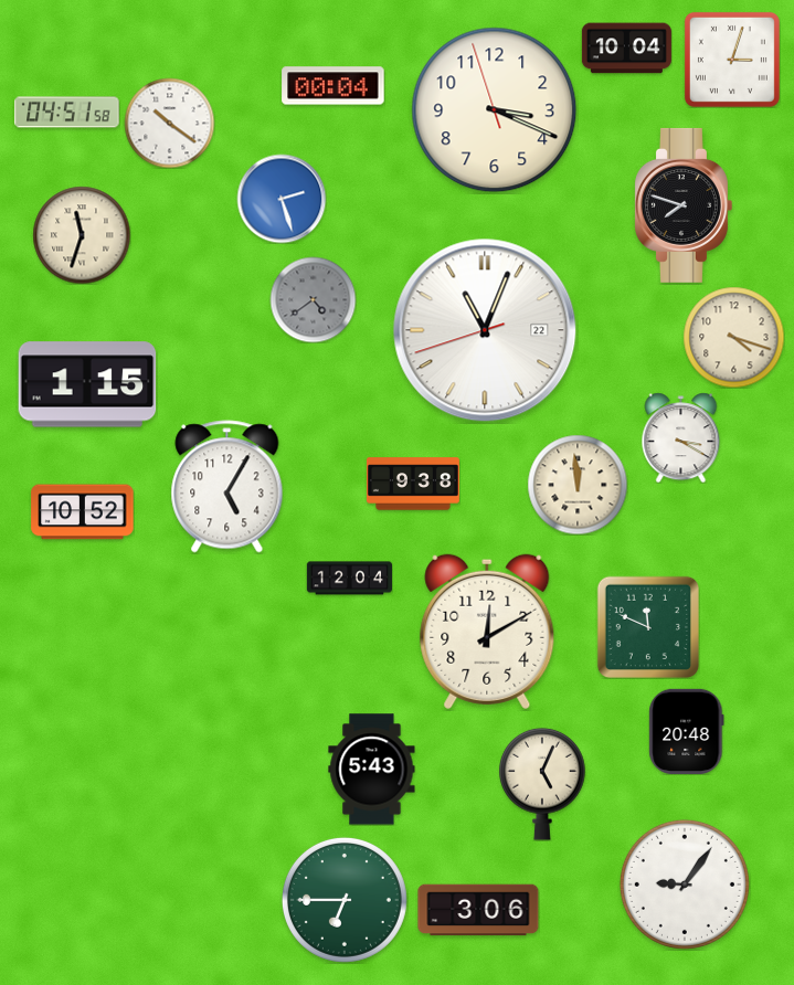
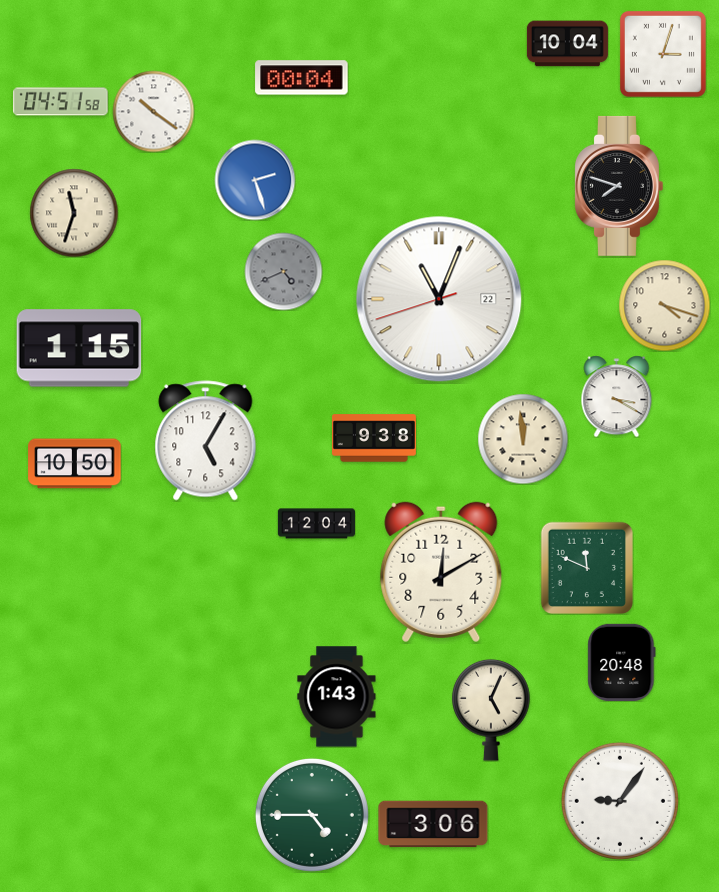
clock at (495, 110): 3:18 -> none
clock at (313, 299): 4:39 -> 4:41
clock at (83, 512): 10:52 -> 10:50
clock at (372, 770): 5:43 -> 1:43
clock at (345, 900): 6:45 -> 4:45
